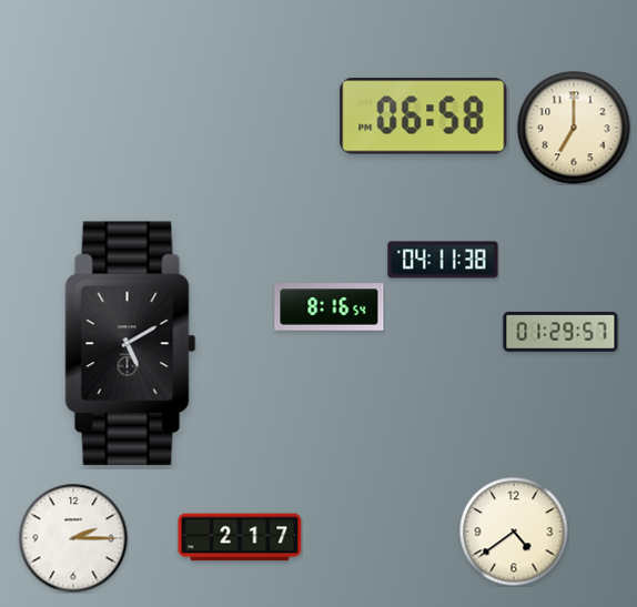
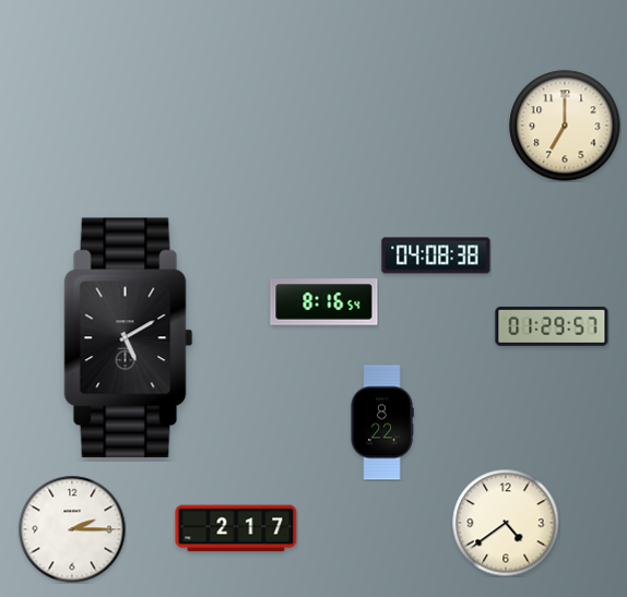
clock at (424, 117): 06:58 -> none
clock at (443, 260): 04:11 -> 04:08
clock at (382, 422): none -> 8:22
